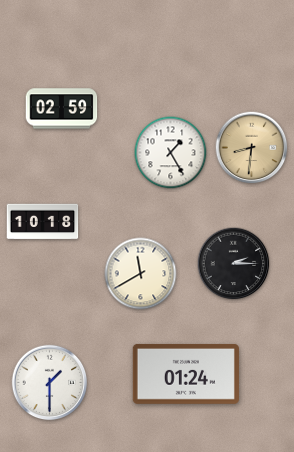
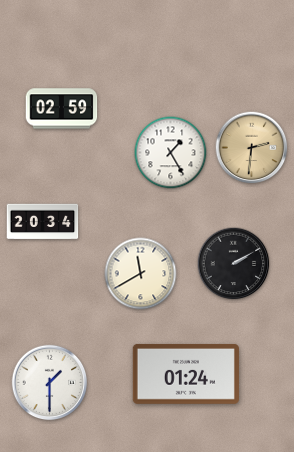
clock at (252, 148): 8:31 -> 2:31
clock at (43, 222): 10:18 -> 20:34
clock at (234, 264): 2:15 -> 2:10
